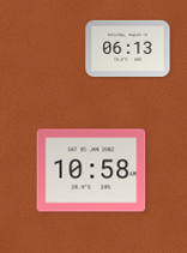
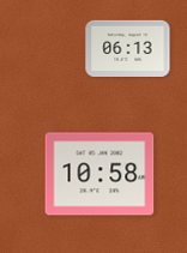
clock at (91, 170) position: (91, 170) -> (99, 174)
